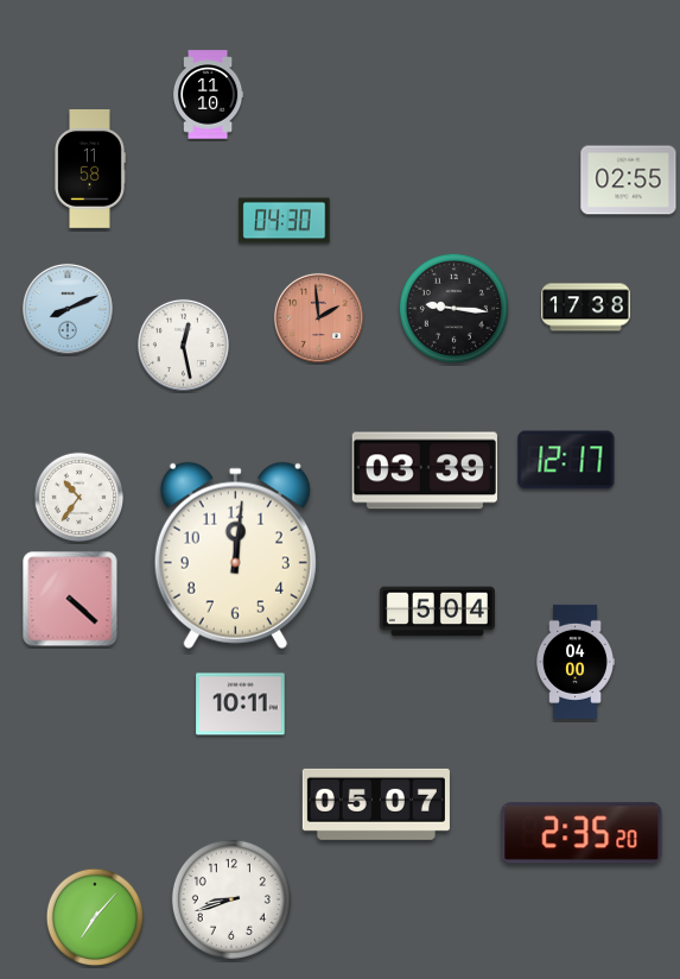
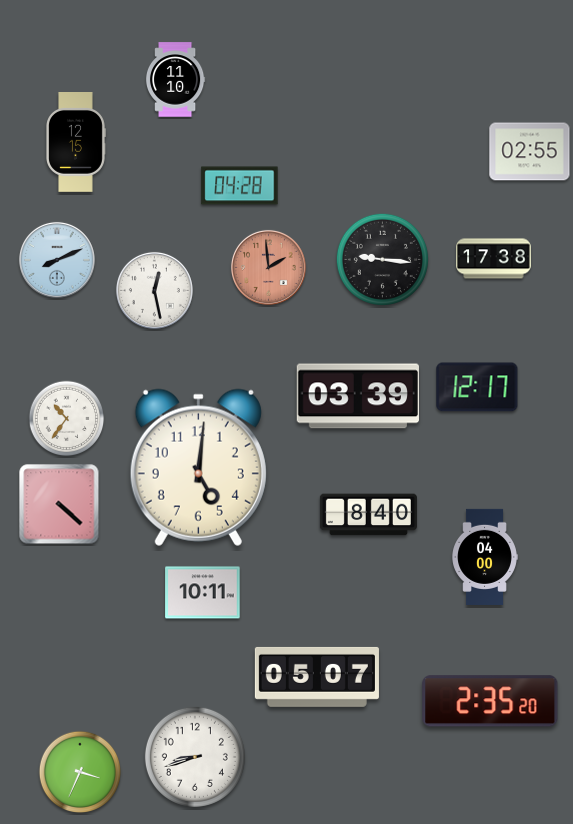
clock at (90, 170): 11:58 -> 12:15
clock at (285, 221): 04:30 -> 04:28
clock at (235, 555): 12:01 -> 5:01
clock at (437, 612): 5:04 -> 8:40
clock at (95, 917): 7:07 -> 3:34
